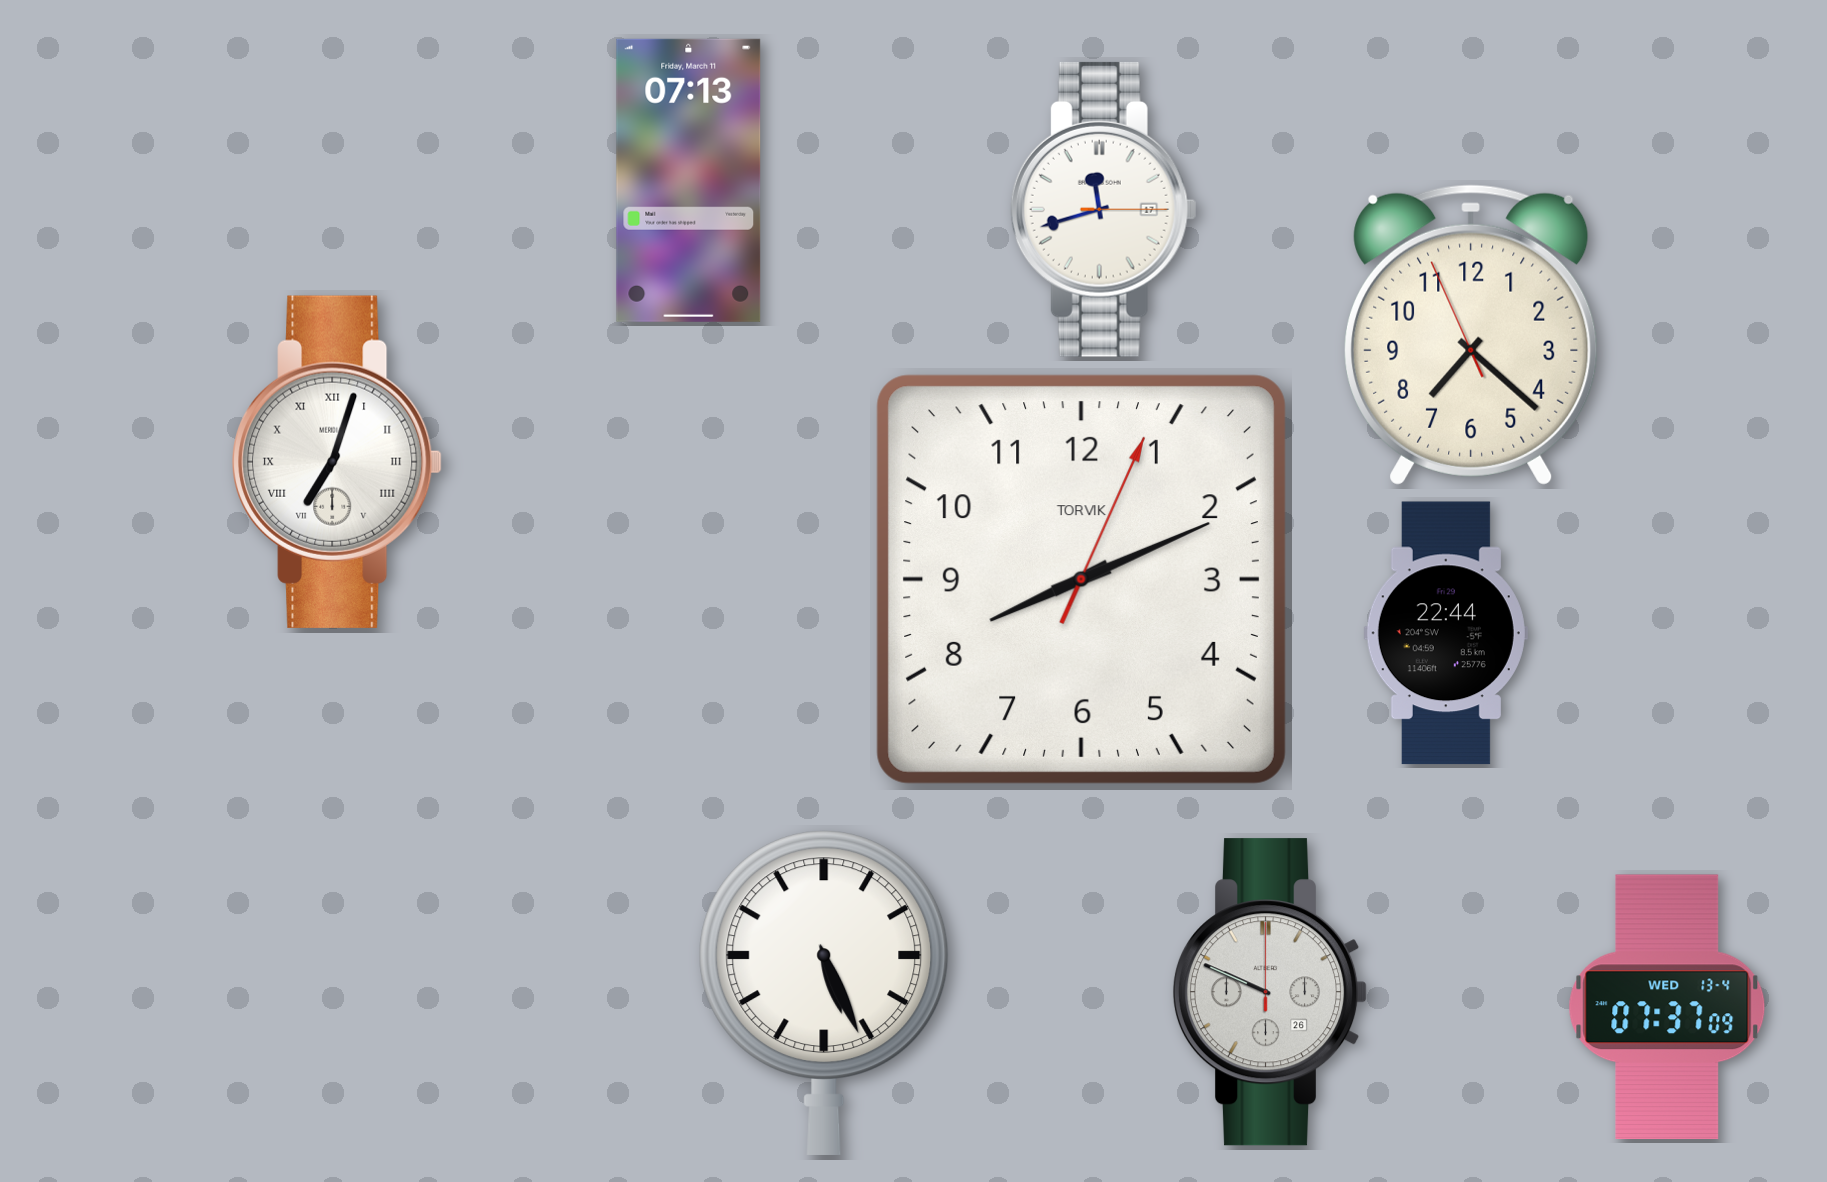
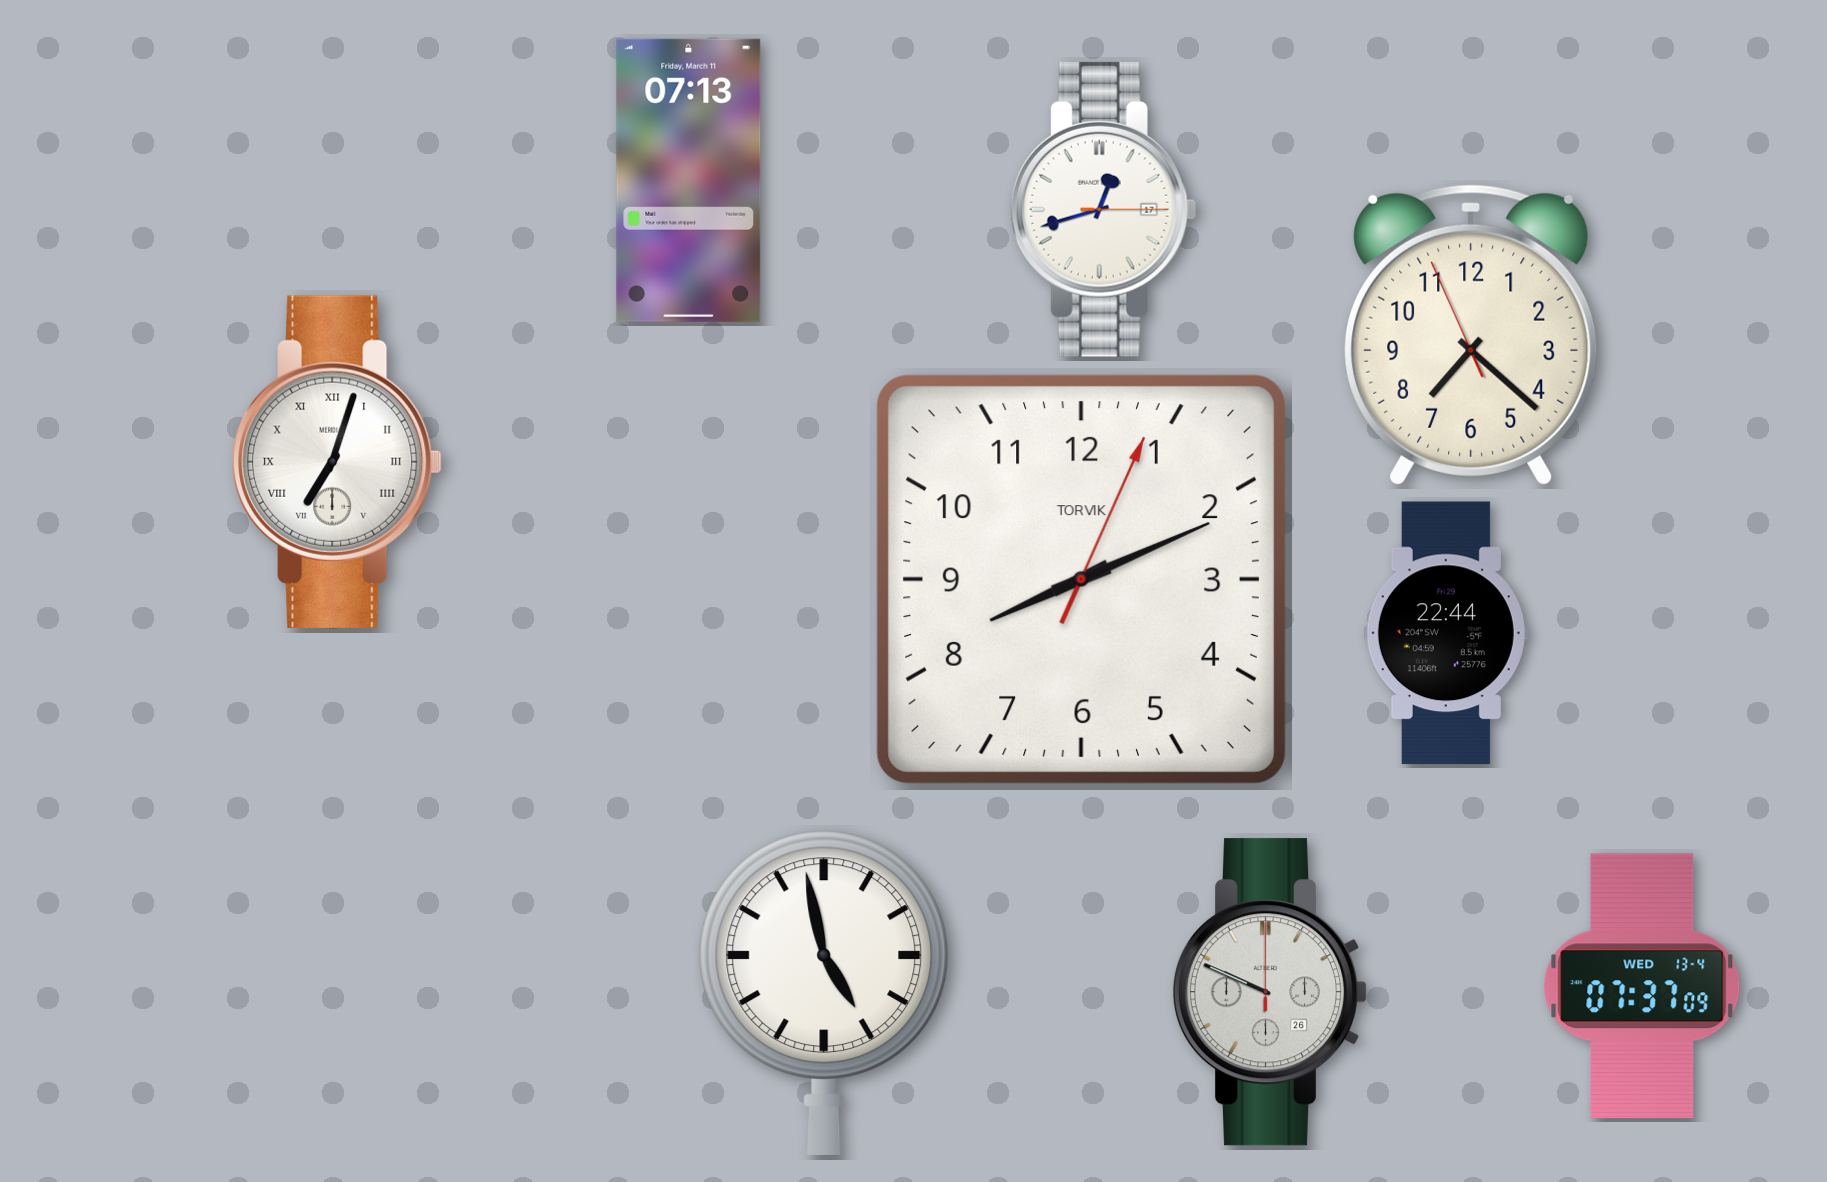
clock at (1103, 209): 11:42 -> 12:42
clock at (824, 993): 5:26 -> 4:58
clock at (1667, 1007) position: (1667, 1007) -> (1642, 986)
